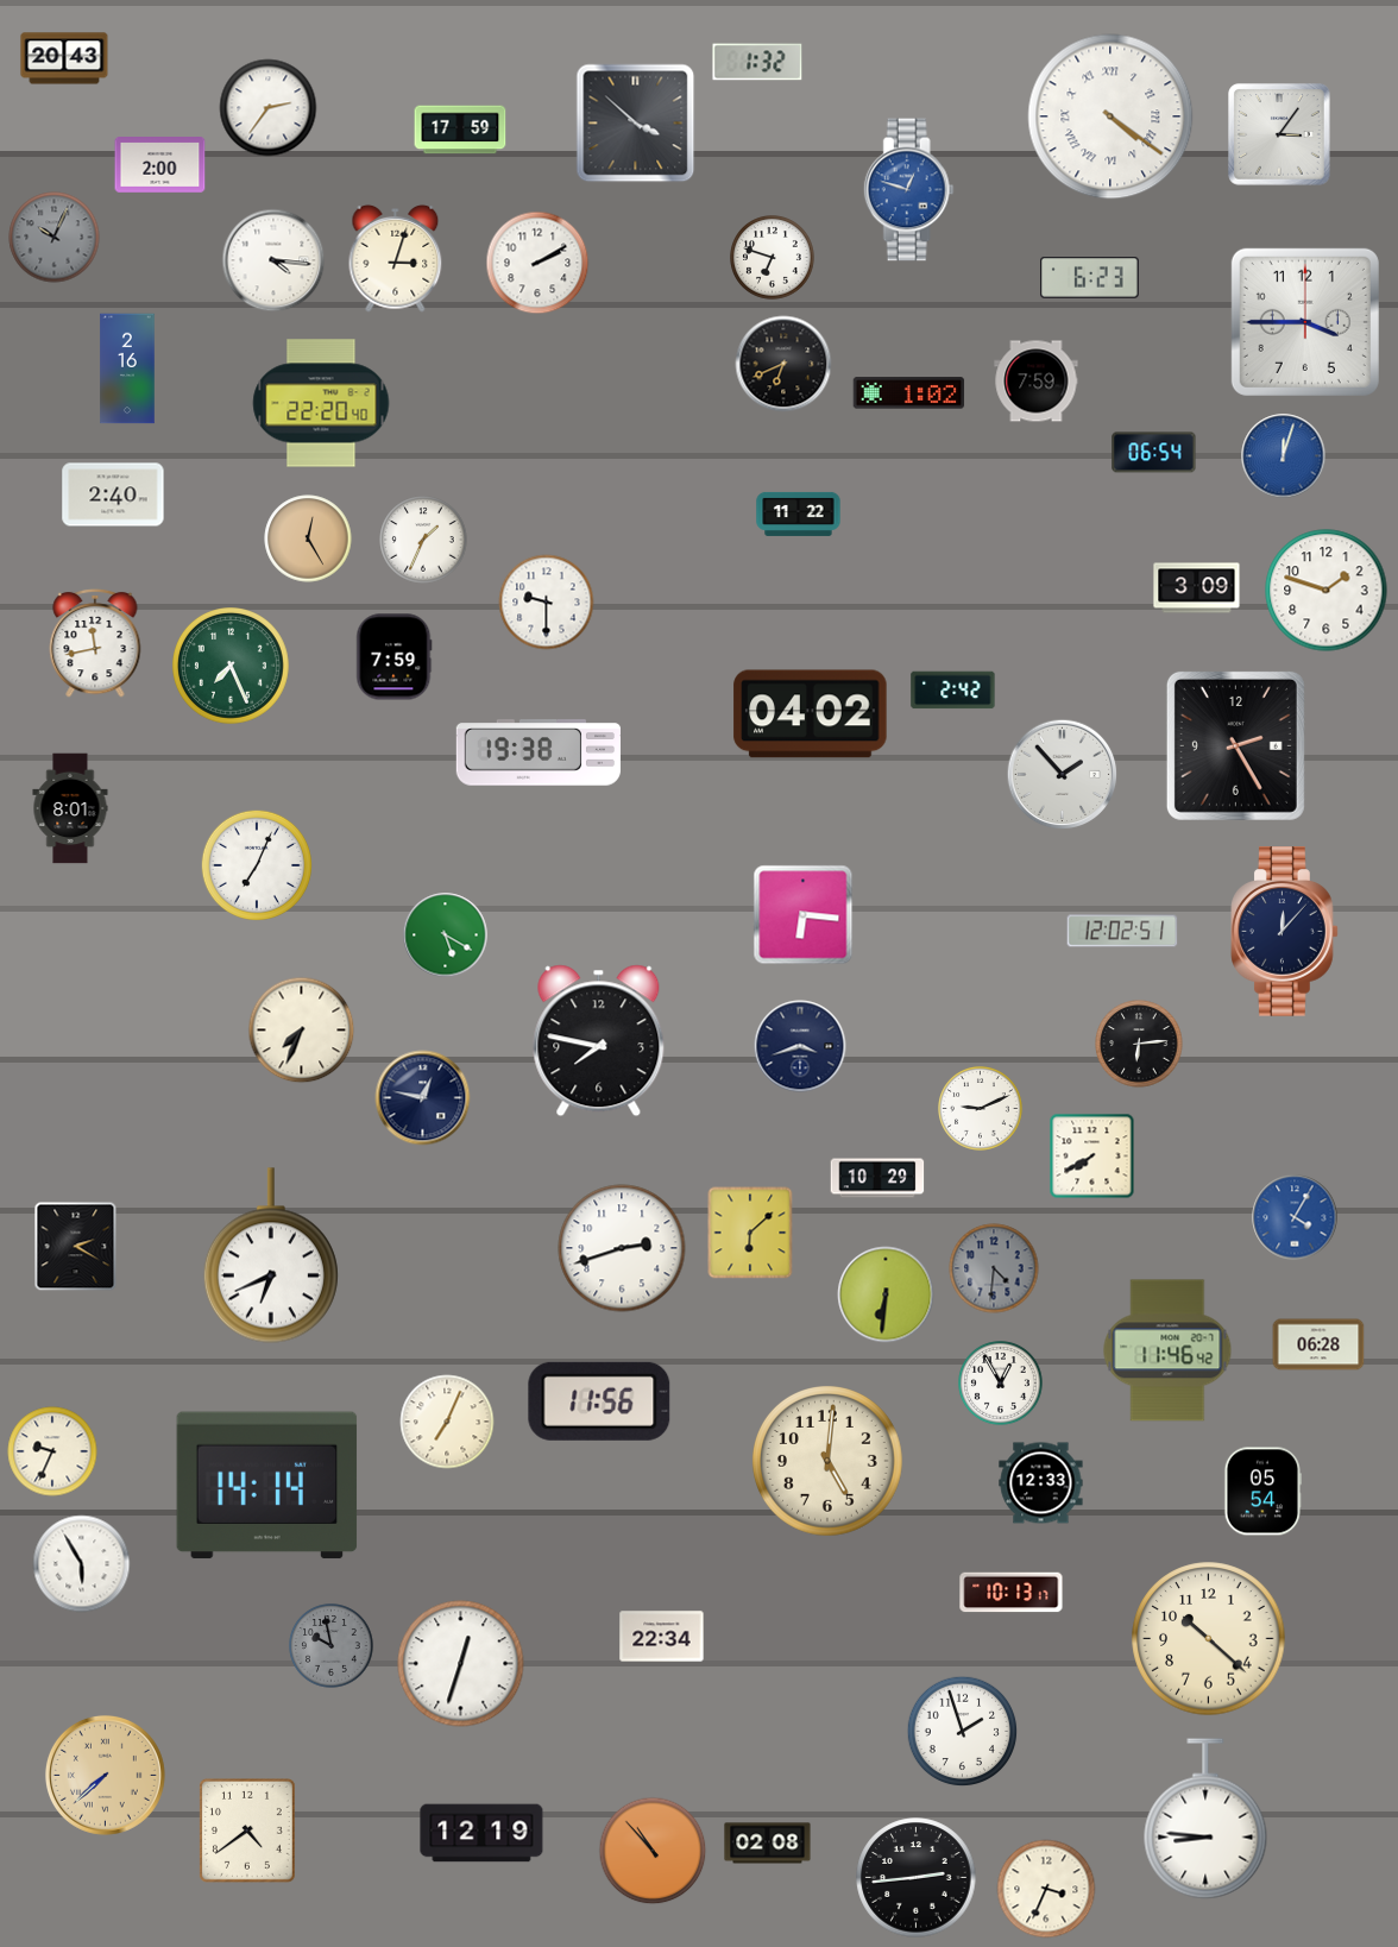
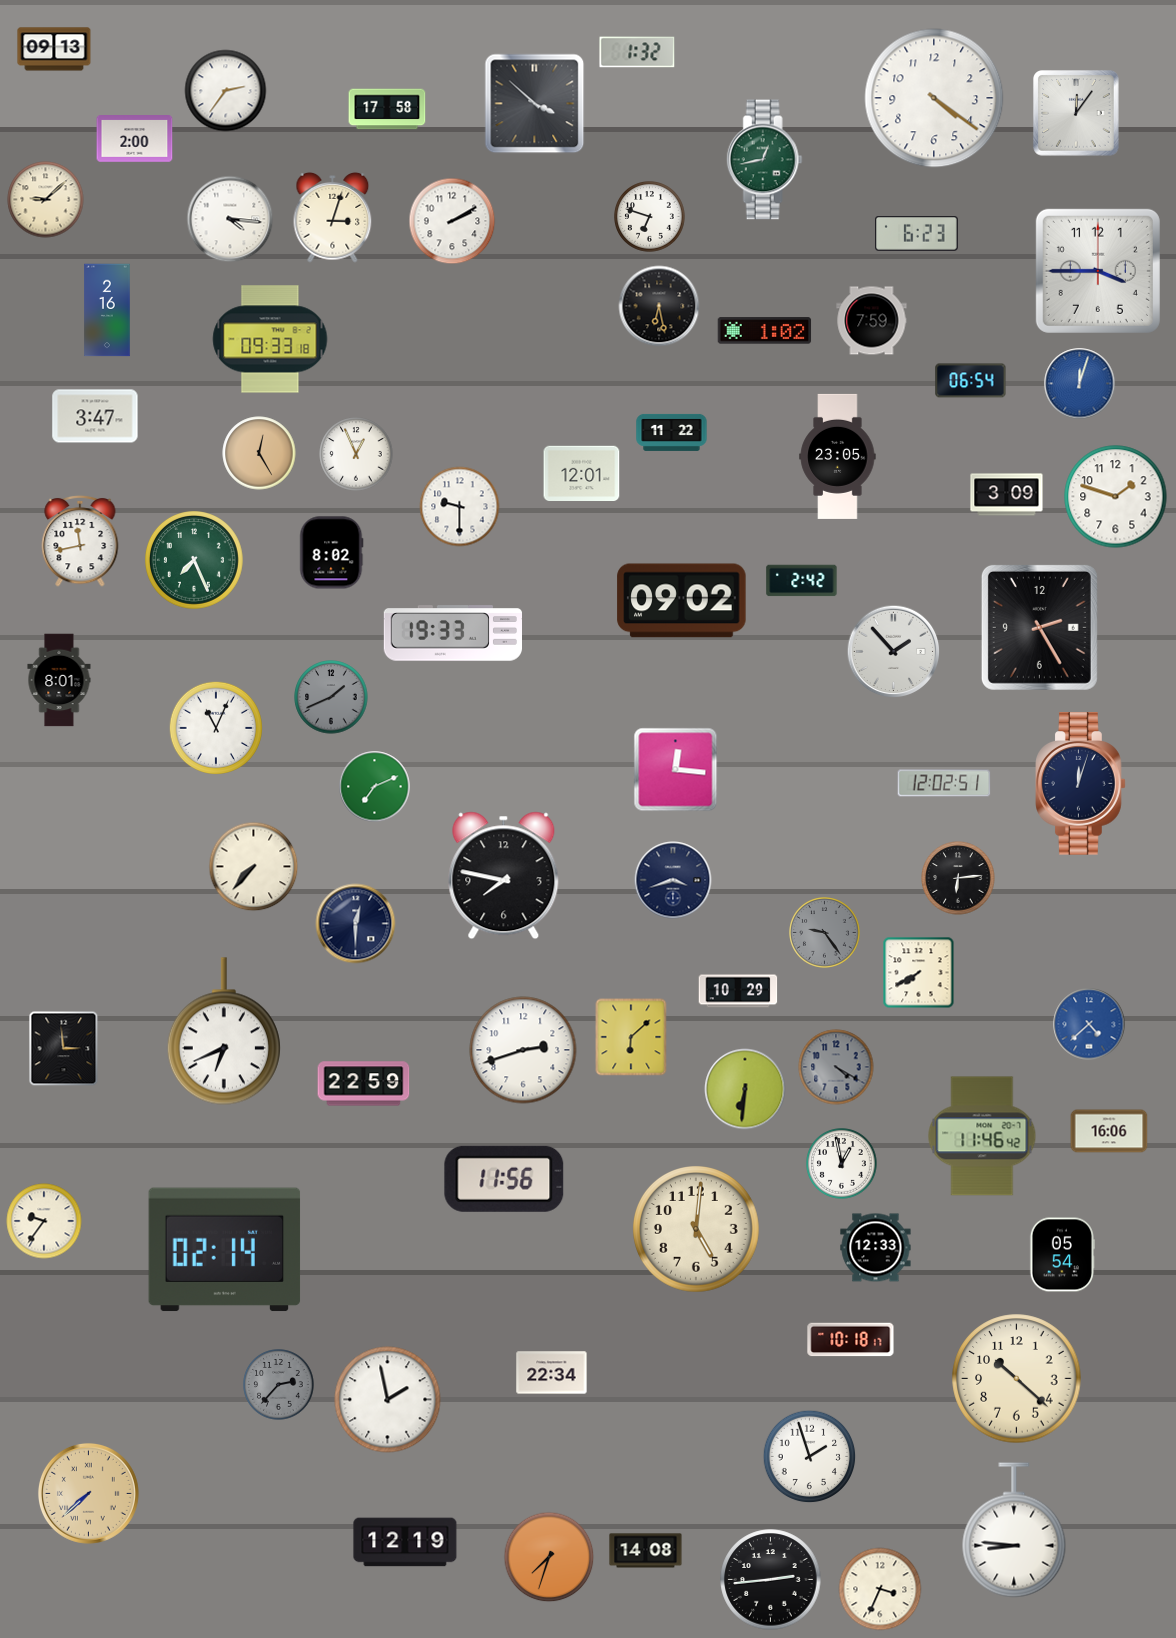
clock at (64, 58): 20:43 -> 09:13
clock at (1110, 116) numerals: Roman -> Arabic
clock at (460, 130): 17:59 -> 17:58
clock at (1280, 136): 3:06 -> 12:06
clock at (908, 190): 12:48 -> 12:43
clock at (908, 190) dial: blue -> green
clock at (55, 238): 10:04 -> 9:08
clock at (55, 238) dial: grey -> cream
clock at (783, 364): 6:41 -> 6:28
clock at (321, 403): 22:20 -> 09:33
clock at (113, 494): 2:40 -> 3:47
clock at (423, 540): 1:34 -> 12:56
clock at (838, 456): none -> 23:05
clock at (582, 474): none -> 12:01
clock at (395, 657): 7:59 -> 8:02
clock at (811, 714): 04:02 -> 09:02
clock at (537, 752): 19:38 -> 19:33
clock at (331, 697): none -> 1:41
clock at (256, 864): 7:04 -> 11:04
clock at (804, 915): 6:16 -> 12:16
clock at (1285, 932): 12:07 -> 12:03
clock at (446, 935): 5:20 -> 7:11
clock at (302, 1031): 7:34 -> 7:37
clock at (423, 1098): 12:47 -> 12:30
clock at (981, 1109): 9:11 -> 9:24
clock at (981, 1109) dial: white -> grey
clock at (1295, 1217): 4:05 -> 4:38
clock at (76, 1247): 2:20 -> 2:59
clock at (271, 1255) position: (271, 1255) -> (224, 1031)
clock at (994, 1268): 4:31 -> 4:20
clock at (364, 1084): none -> 22:59
clock at (1318, 1344): 06:28 -> 16:06
clock at (1001, 1384): 12:55 -> 12:58
clock at (447, 1422): 7:04 -> none
clock at (52, 1451): 9:34 -> 9:36
clock at (267, 1486): 14:14 -> 02:14
clock at (82, 1564): 5:55 -> none
clock at (1012, 1593): 10:13 -> 10:18
clock at (662, 1637) position: (662, 1637) -> (552, 1373)
clock at (332, 1646): 9:58 -> 2:37
clock at (461, 1664): 12:33 -> 1:58
clock at (247, 1832): 4:39 -> none
clock at (768, 1844): 02:08 -> 14:08
clock at (653, 1851): 10:53 -> 7:33
